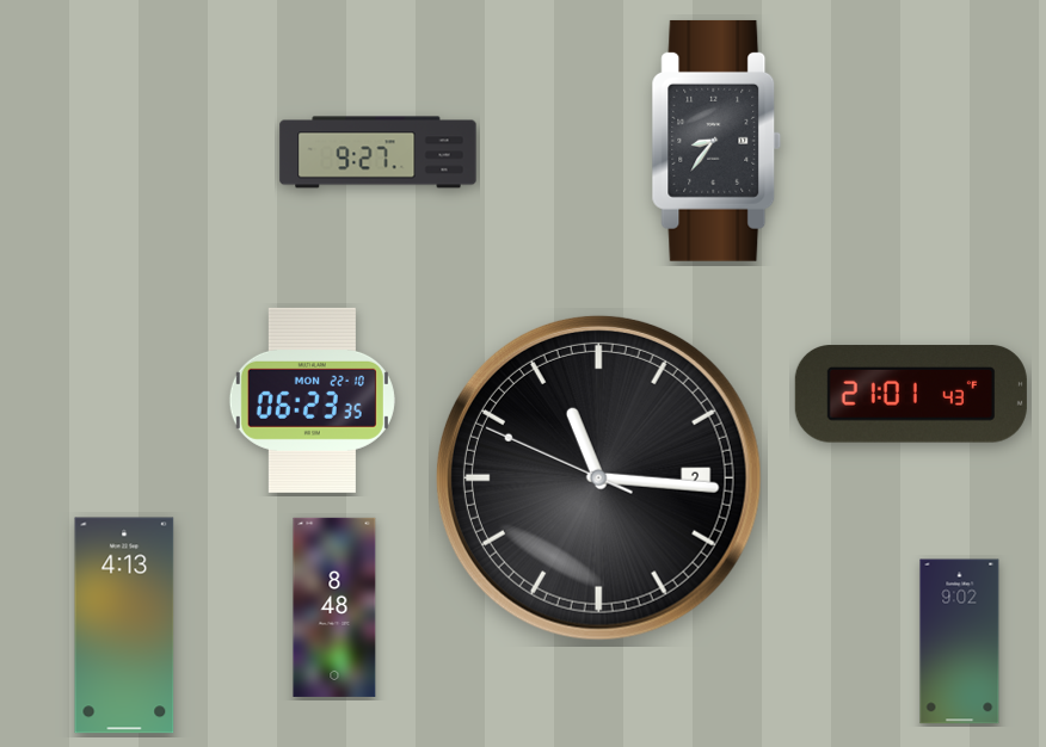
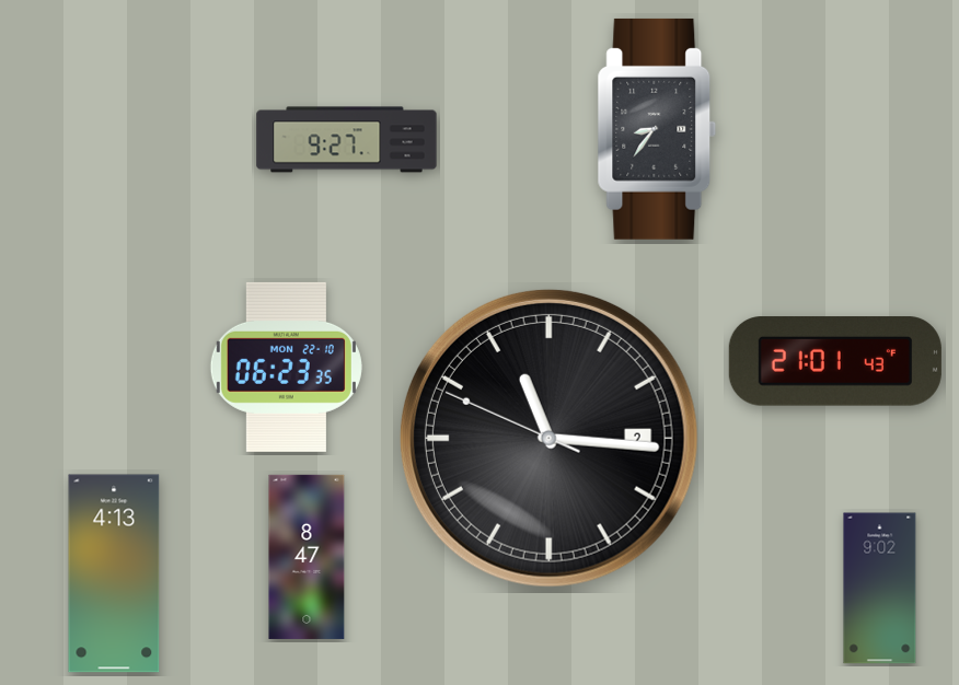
clock at (334, 607): 8:48 -> 8:47
